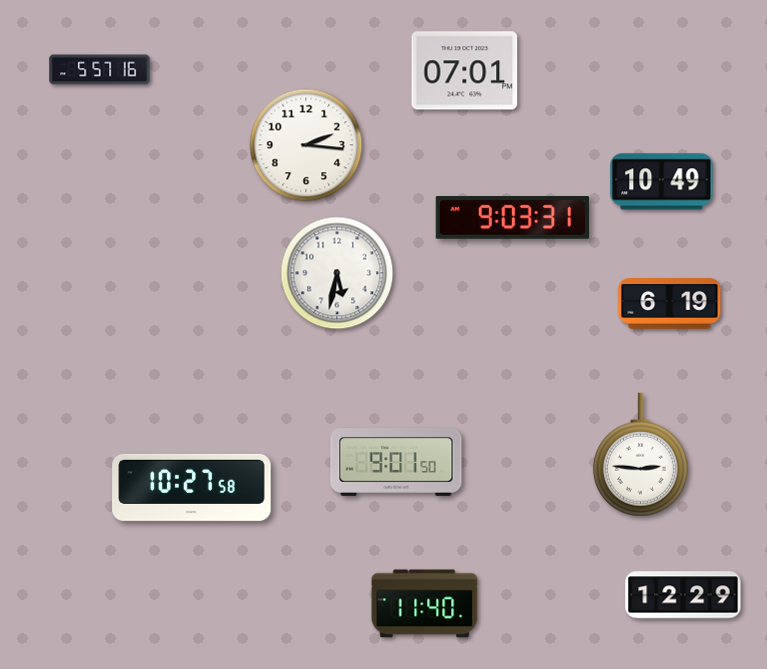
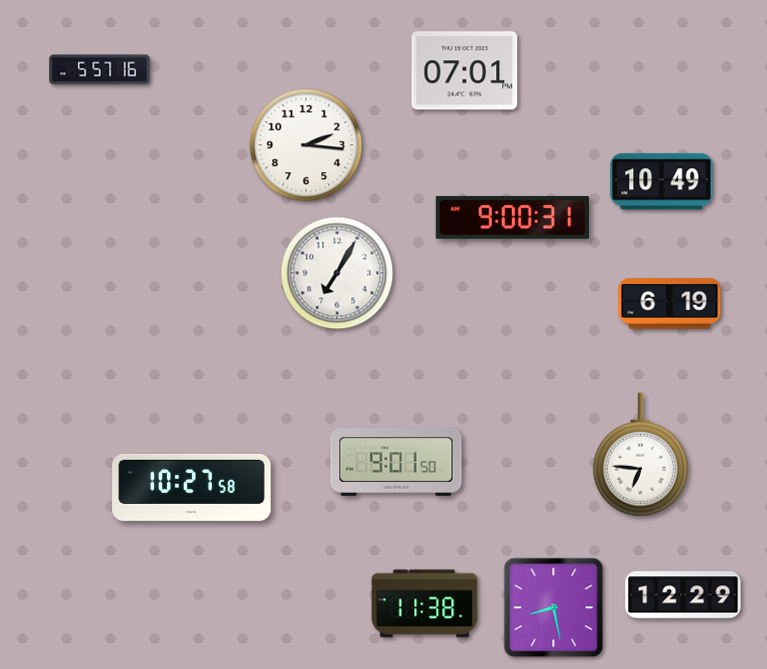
clock at (512, 218): 9:03 -> 9:00
clock at (337, 273): 5:32 -> 7:05
clock at (640, 455): 2:46 -> 6:46
clock at (425, 604): 11:40 -> 11:38
clock at (554, 608): none -> 8:28
